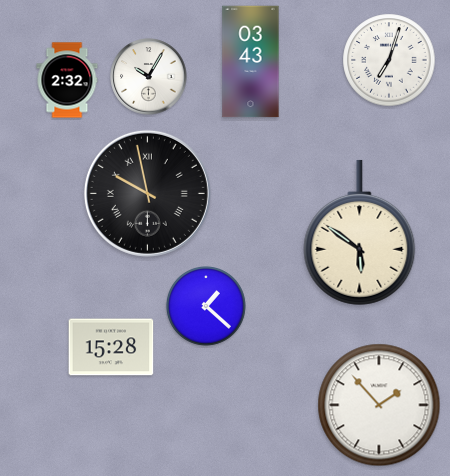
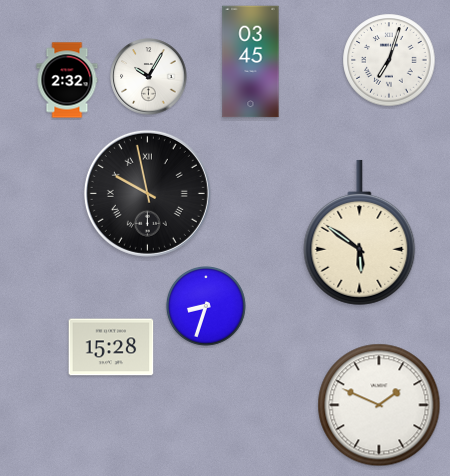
clock at (251, 62): 03:43 -> 03:45
clock at (207, 307): 1:22 -> 8:33
clock at (379, 405): 1:53 -> 1:49
